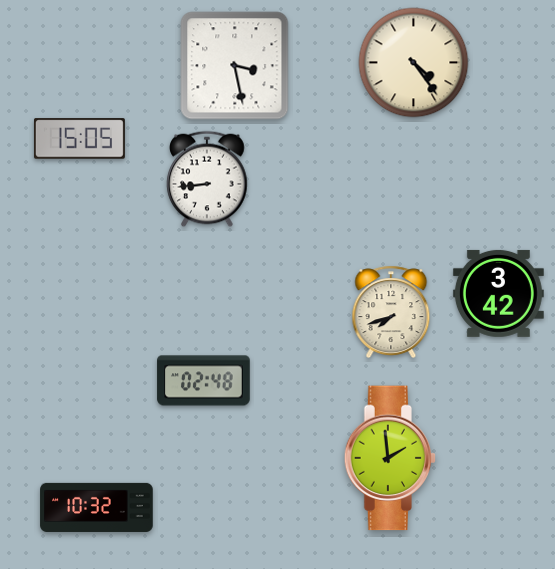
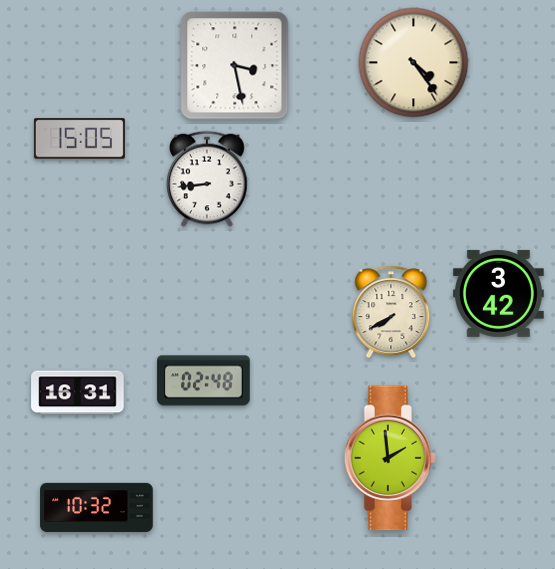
clock at (391, 312): 7:42 -> 7:40
clock at (78, 393): none -> 16:31
